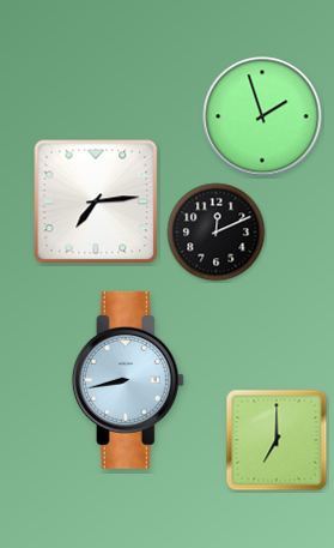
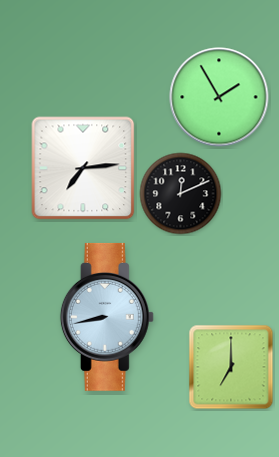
clock at (262, 116): 1:57 -> 1:55
clock at (96, 201) position: (96, 201) -> (83, 168)
